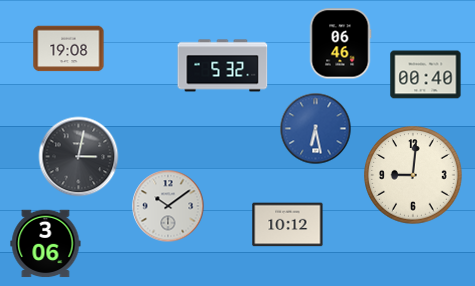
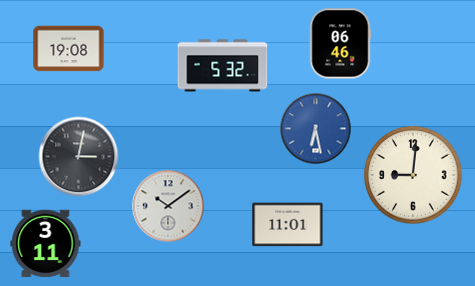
clock at (426, 75): 00:40 -> none
clock at (288, 225): 10:12 -> 11:01
clock at (46, 244): 3:06 -> 3:11
